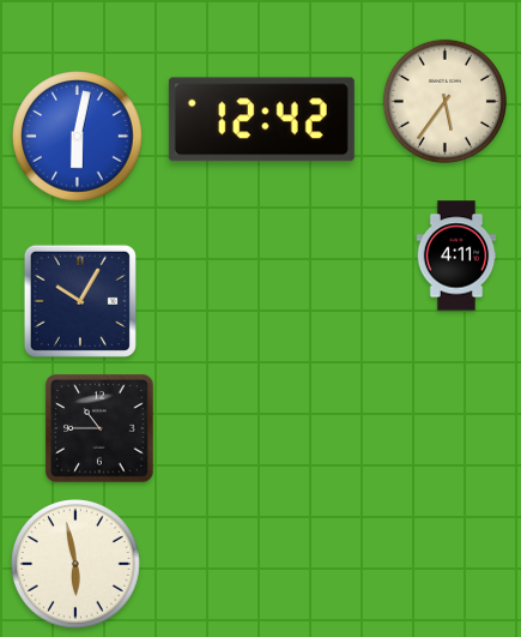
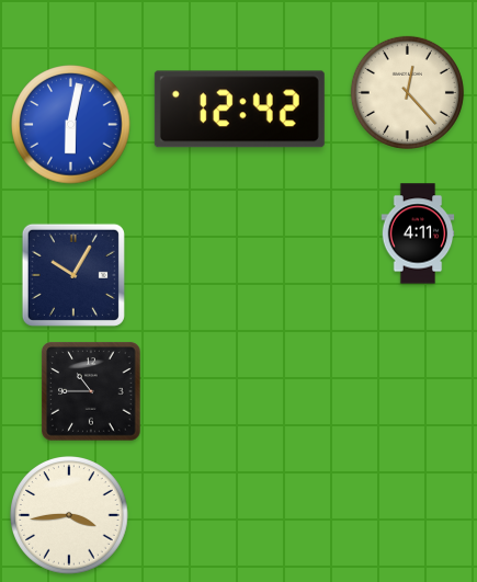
clock at (444, 101): 5:36 -> 12:23
clock at (77, 565): 5:58 -> 3:44
